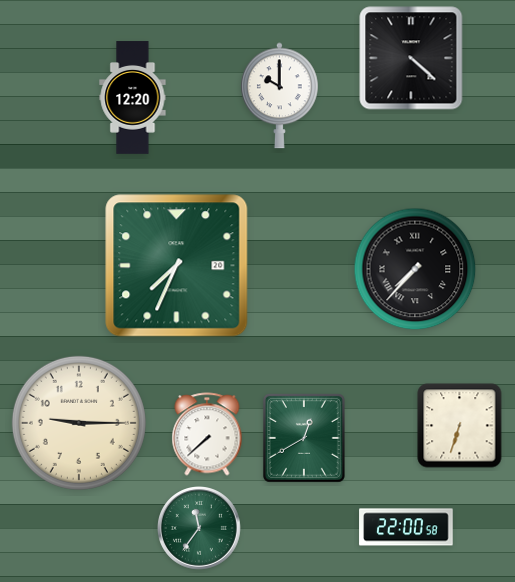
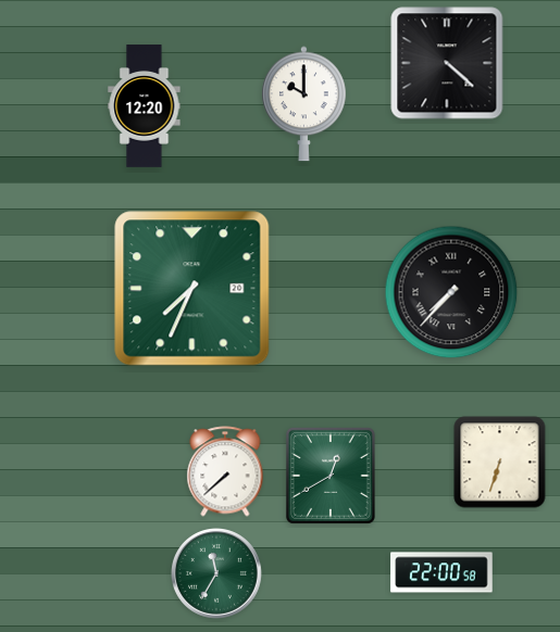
clock at (79, 423): 9:15 -> none
clock at (200, 529): 11:36 -> 11:35
